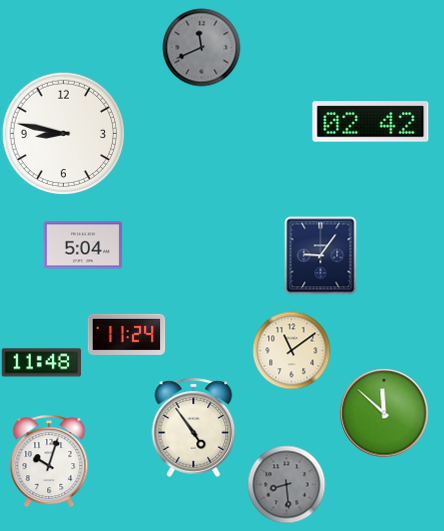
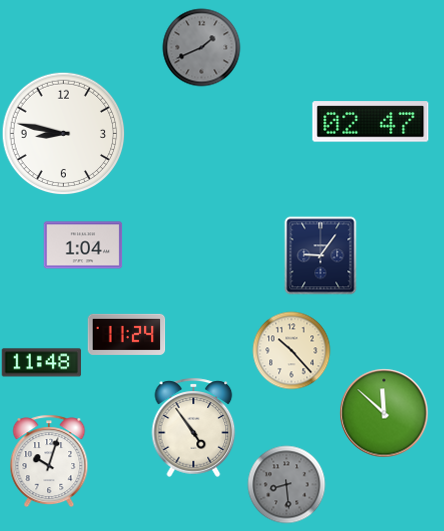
clock at (201, 47): 11:41 -> 1:41
clock at (371, 122): 02:42 -> 02:47
clock at (83, 245): 5:04 -> 1:04
clock at (291, 350): 11:09 -> 10:23
